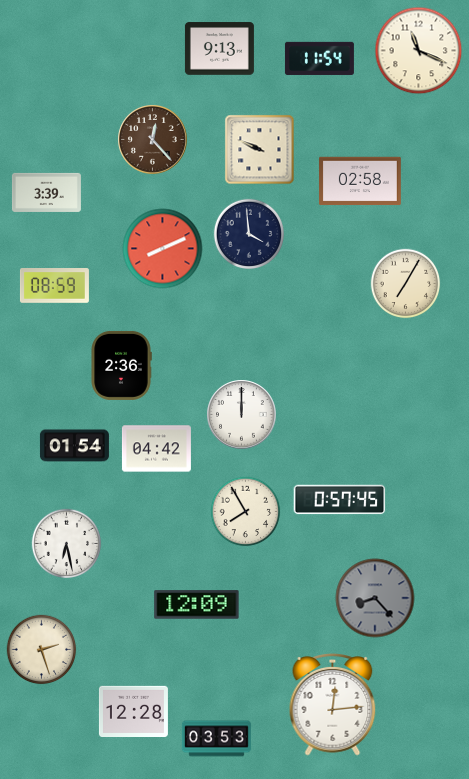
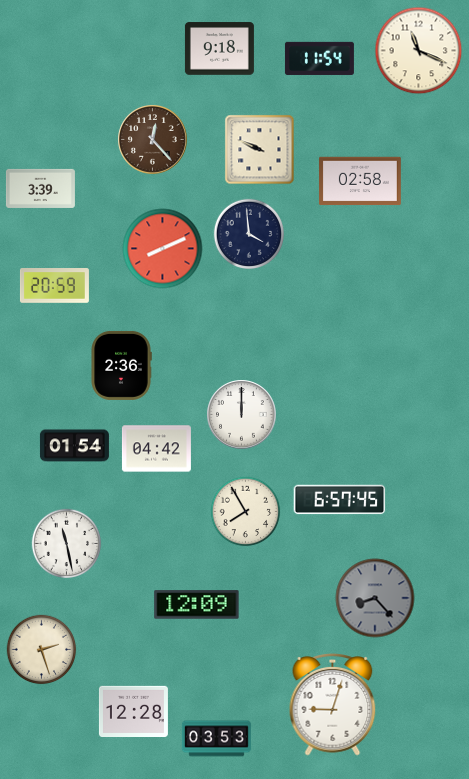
clock at (219, 49): 9:13 -> 9:18
clock at (46, 192) position: (46, 192) -> (40, 188)
clock at (406, 284): 7:05 -> none
clock at (54, 286): 08:59 -> 20:59
clock at (340, 500): 0:57 -> 6:57
clock at (67, 544): 6:28 -> 11:28
clock at (333, 705): 12:14 -> 9:03
